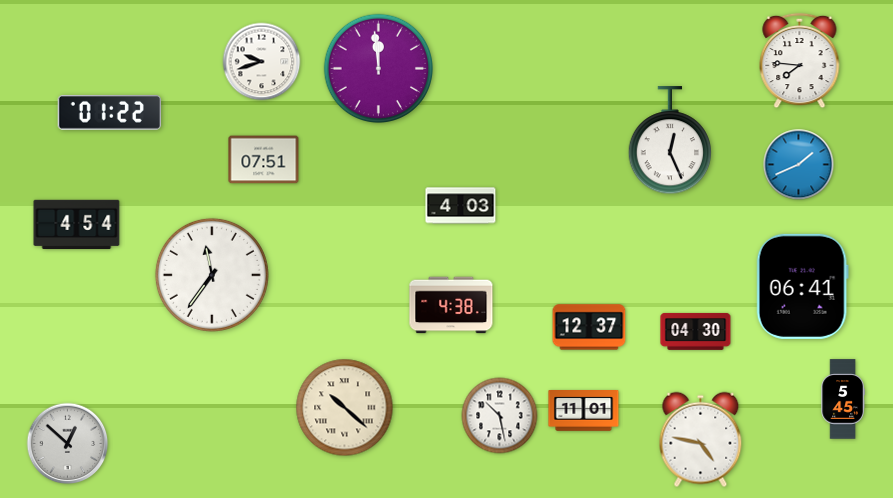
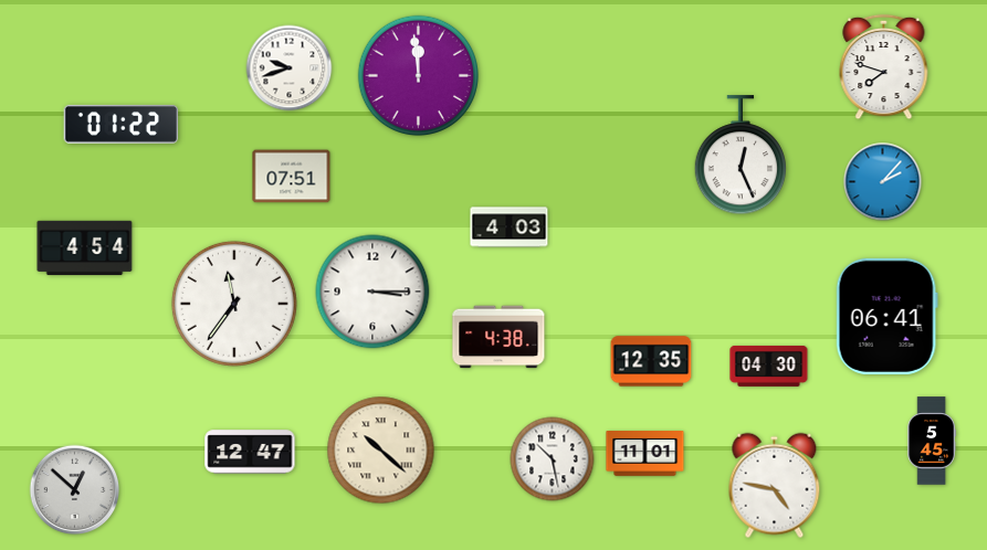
clock at (800, 61): 7:46 -> 7:48
clock at (799, 165): 1:41 -> 2:07
clock at (372, 292): none -> 3:15
clock at (589, 327): 12:37 -> 12:35
clock at (250, 452): none -> 12:47
